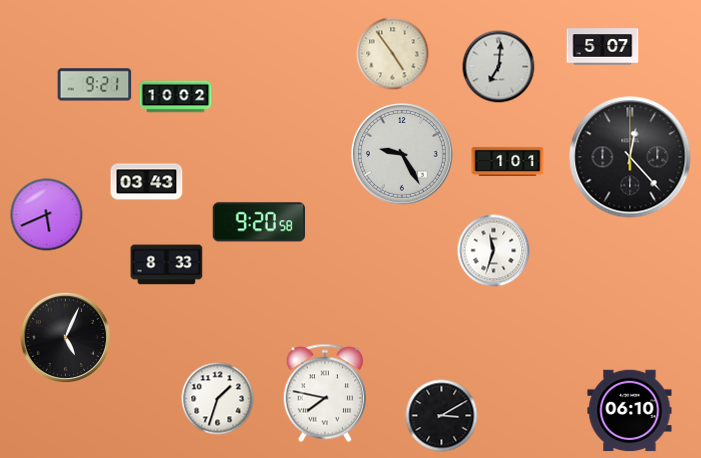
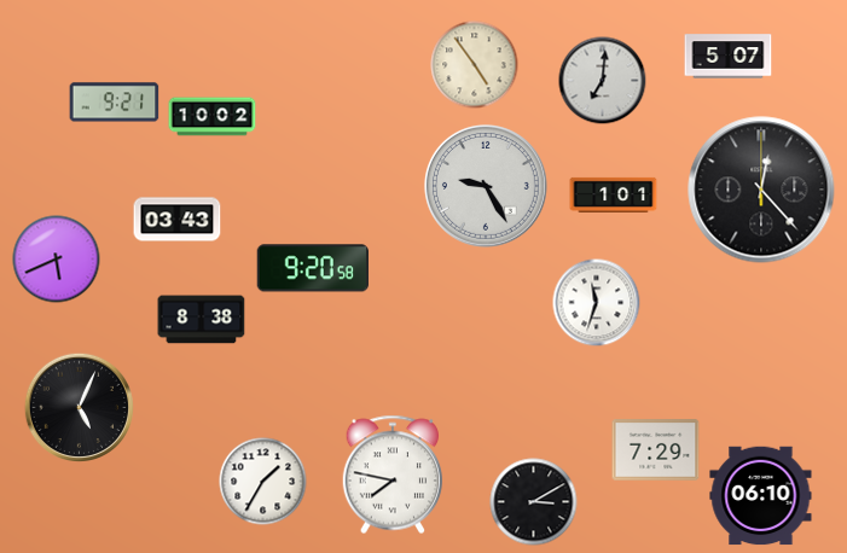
clock at (167, 265): 8:33 -> 8:38
clock at (656, 450): none -> 7:29
clock at (218, 399): 1:33 -> 1:35
